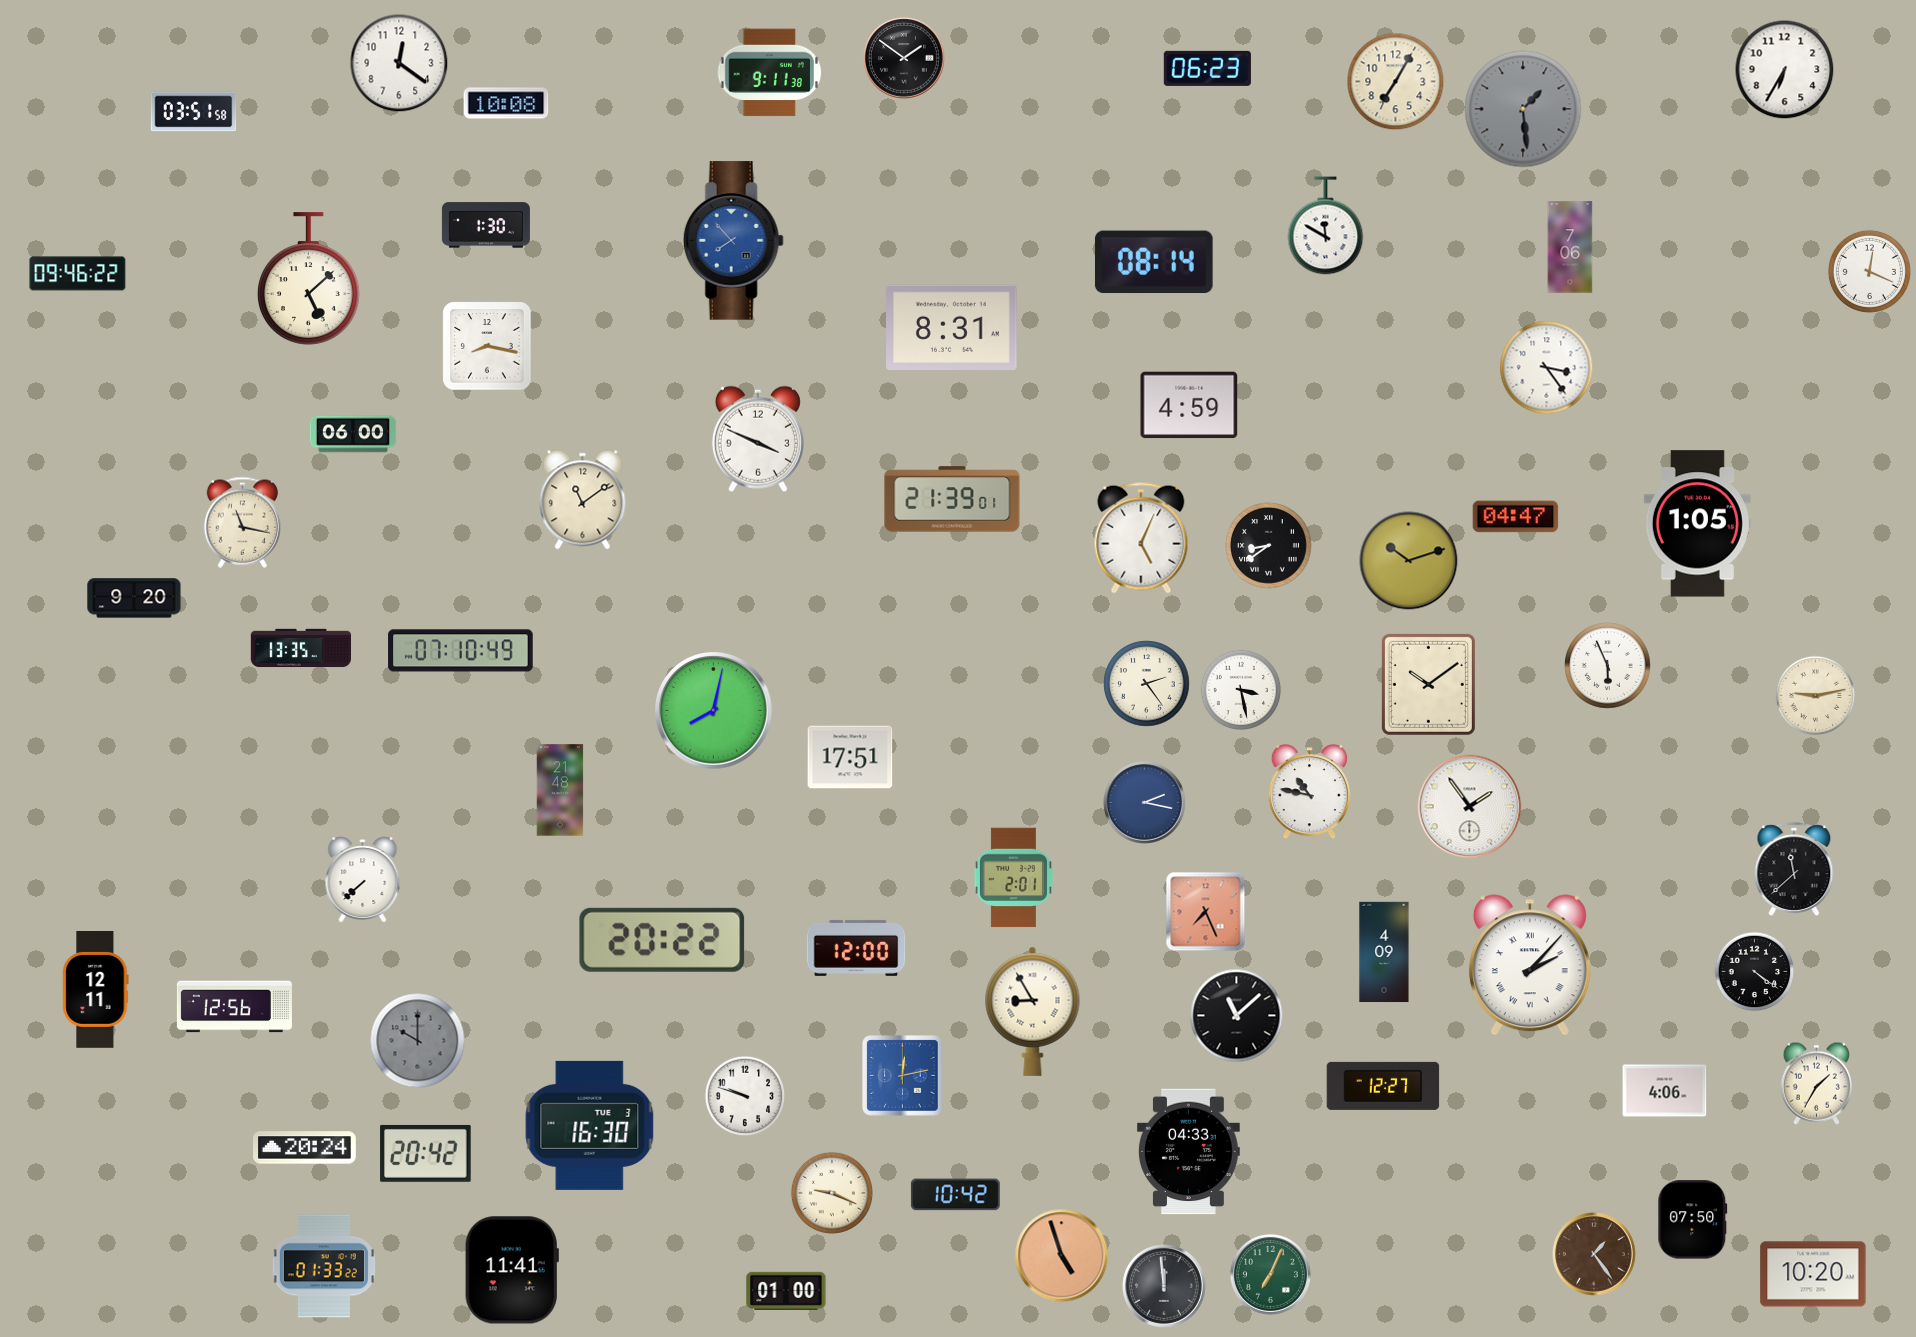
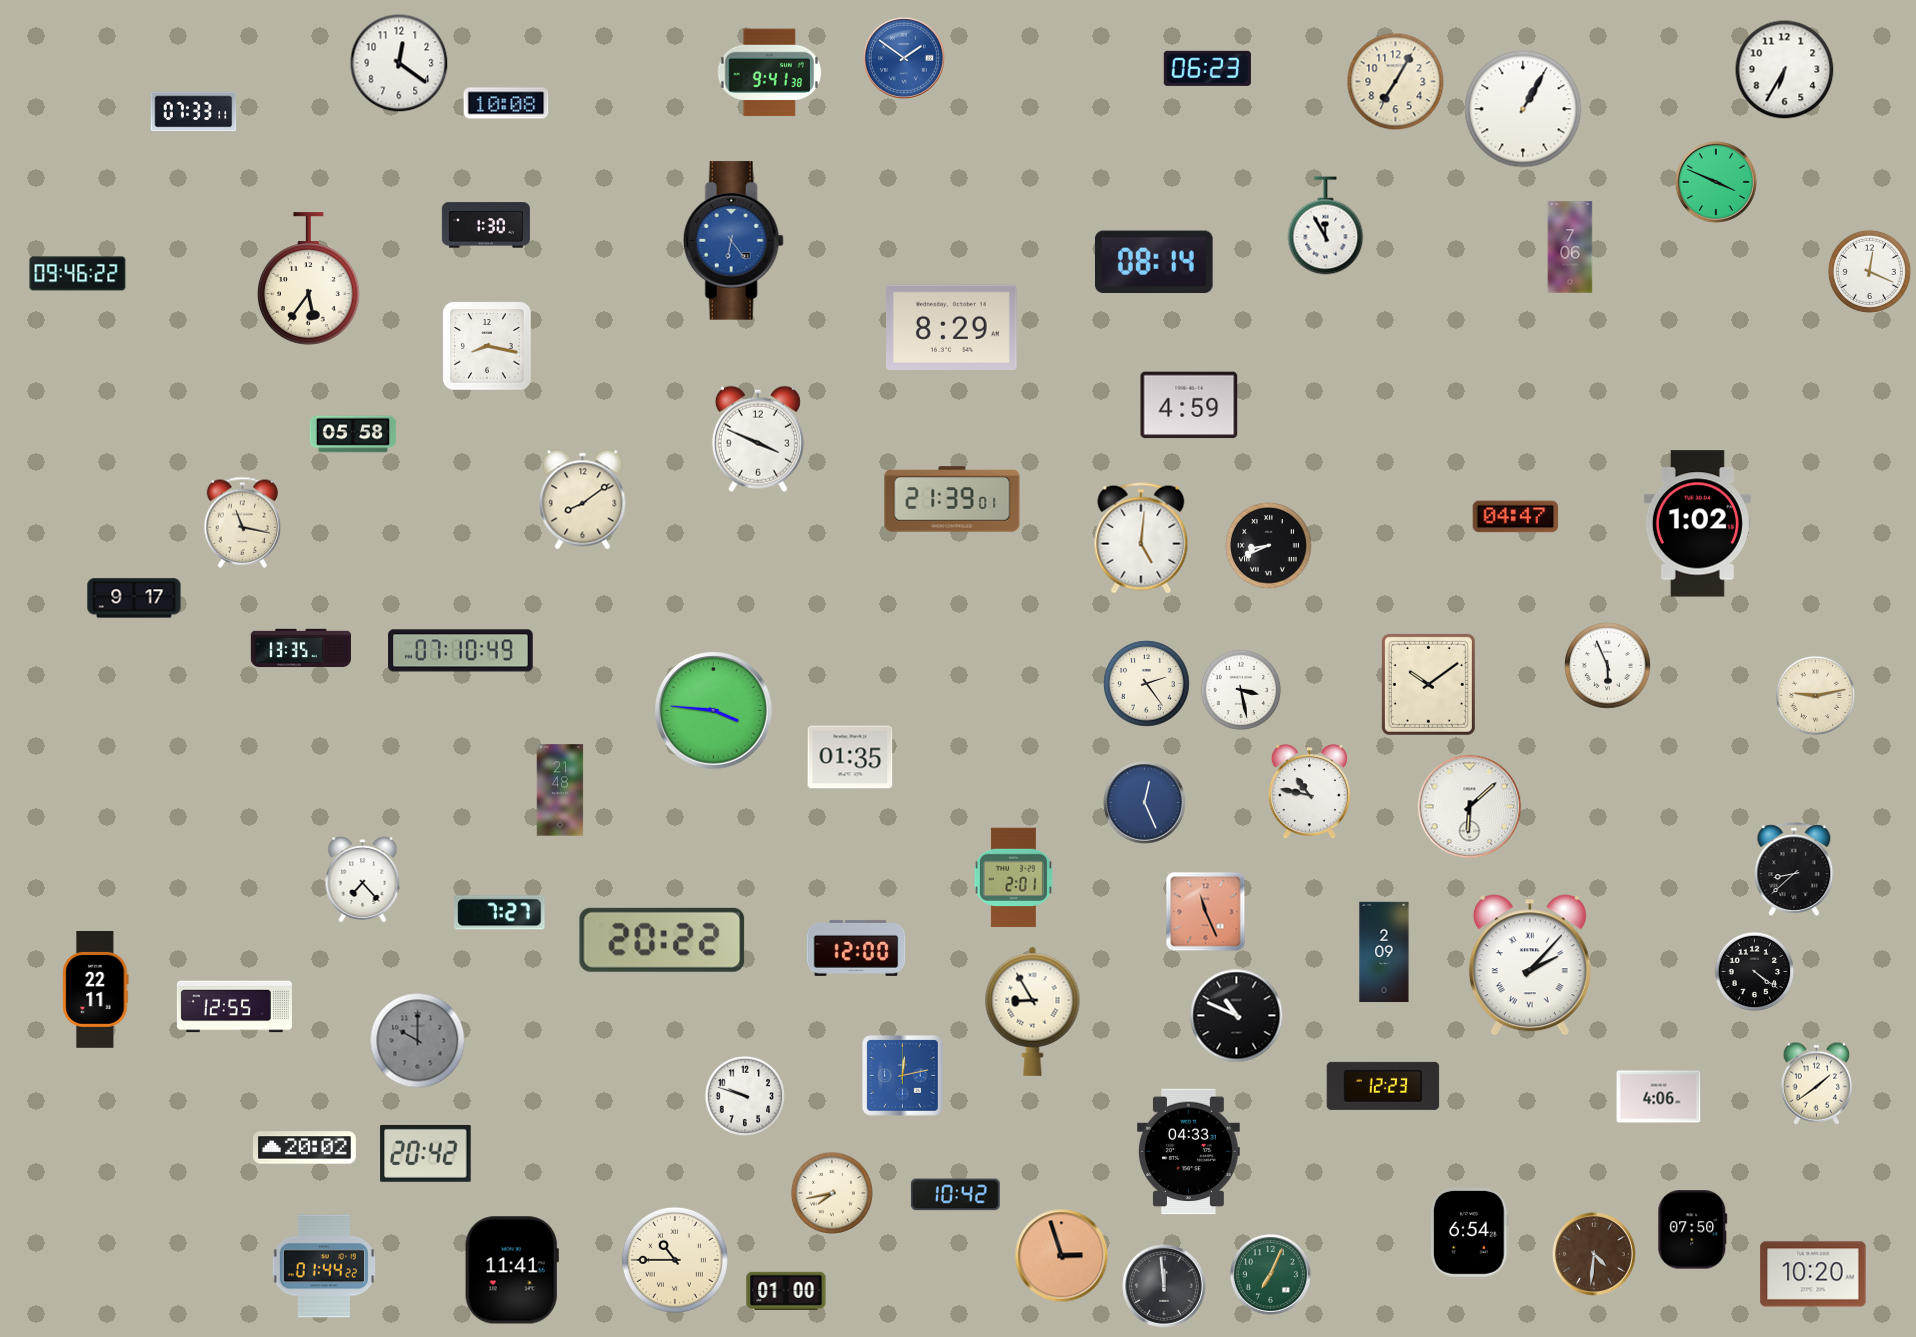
clock at (904, 58) dial: black -> blue
clock at (770, 73): 9:11 -> 9:41
clock at (1523, 109): 1:29 -> 1:05
clock at (1523, 109) dial: grey -> white
clock at (194, 112): 03:51 -> 07:33
clock at (1716, 182): none -> 3:49
clock at (1326, 226): 11:50 -> 11:55
clock at (733, 241): 7:53 -> 6:24
clock at (308, 279): 5:08 -> 5:36
clock at (952, 328): 8:31 -> 8:29
clock at (1547, 368): 3:24 -> none
clock at (353, 434): 06:00 -> 05:58
clock at (583, 500): 11:09 -> 8:09
clock at (1697, 524): 1:05 -> 1:02
clock at (1141, 538): 5:04 -> 5:01
clock at (1269, 546): 8:39 -> 8:41
clock at (1409, 561): 10:12 -> none
clock at (134, 598): 9:20 -> 9:17
clock at (714, 711): 8:02 -> 3:46
clock at (850, 757): 17:51 -> 01:35
clock at (1144, 802): 2:17 -> 12:26
clock at (1470, 807): 1:54 -> 6:08
clock at (1794, 869): 11:38 -> 8:38
clock at (363, 880): 7:38 -> 7:23
clock at (1206, 912): 7:26 -> 11:26
clock at (500, 913): none -> 7:27
clock at (1384, 952): 4:09 -> 2:09
clock at (96, 990): 12:11 -> 22:11
clock at (234, 1007): 12:56 -> 12:55
clock at (1237, 1016): 11:08 -> 10:49
clock at (1816, 1083): 1:35 -> 1:39
clock at (1383, 1086): 12:27 -> 12:23
clock at (1665, 1091) position: (1665, 1091) -> (1659, 1097)
clock at (590, 1125): 16:30 -> none
clock at (305, 1148): 20:24 -> 20:02
clock at (832, 1193): 9:19 -> 7:43
clock at (1693, 1220) position: (1693, 1220) -> (1693, 1230)
clock at (1469, 1232): none -> 6:54
clock at (1595, 1255): 1:24 -> 4:31
clock at (1062, 1256): 4:57 -> 2:57
clock at (675, 1260): none -> 10:45
clock at (324, 1266): 01:33 -> 01:44
